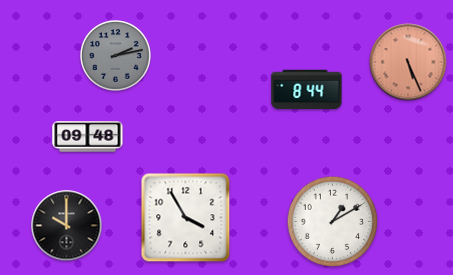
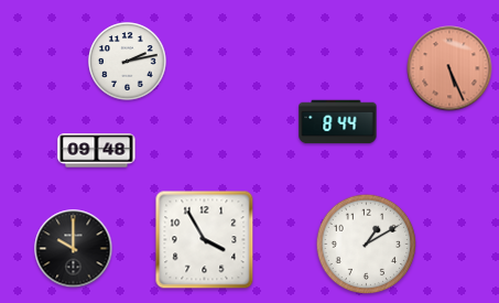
clock at (116, 56) dial: grey -> white
clock at (307, 90) position: (307, 90) -> (338, 122)
